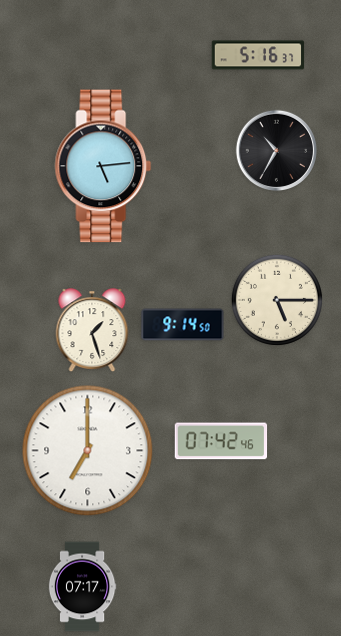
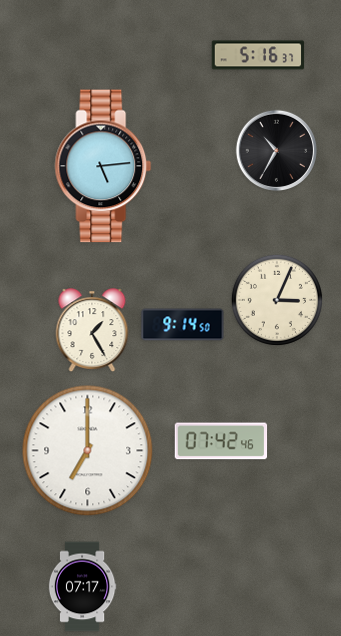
clock at (277, 300): 5:15 -> 3:04
clock at (92, 331): 1:27 -> 1:25
